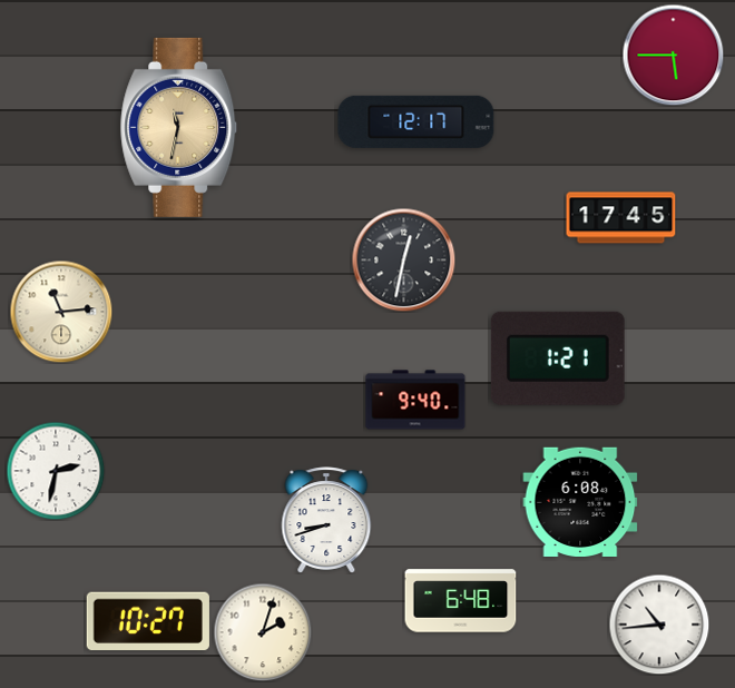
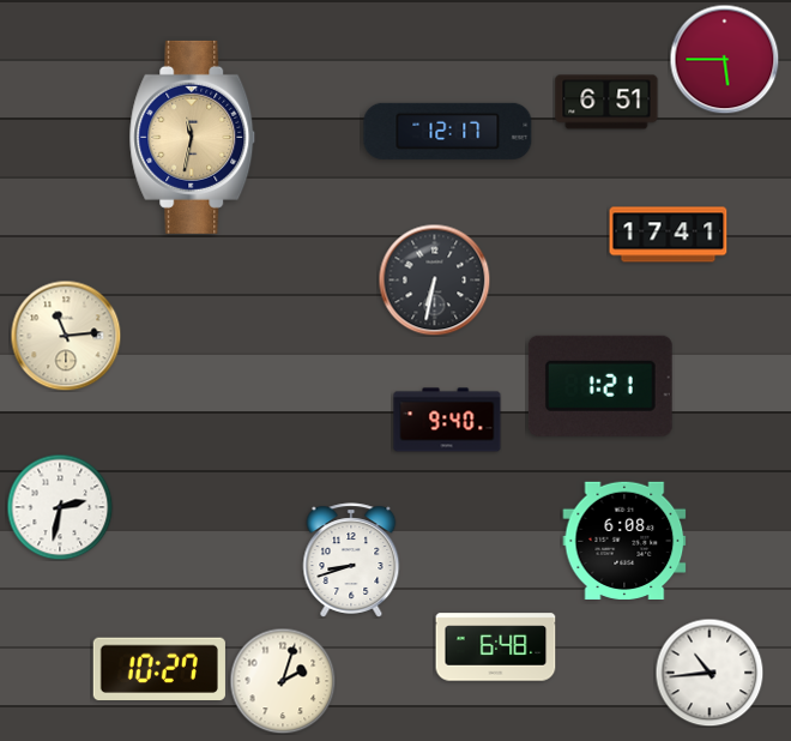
clock at (606, 102): none -> 6:51
clock at (621, 218): 17:45 -> 17:41
clock at (403, 259): 12:32 -> 6:32
clock at (415, 400) position: (415, 400) -> (447, 420)
